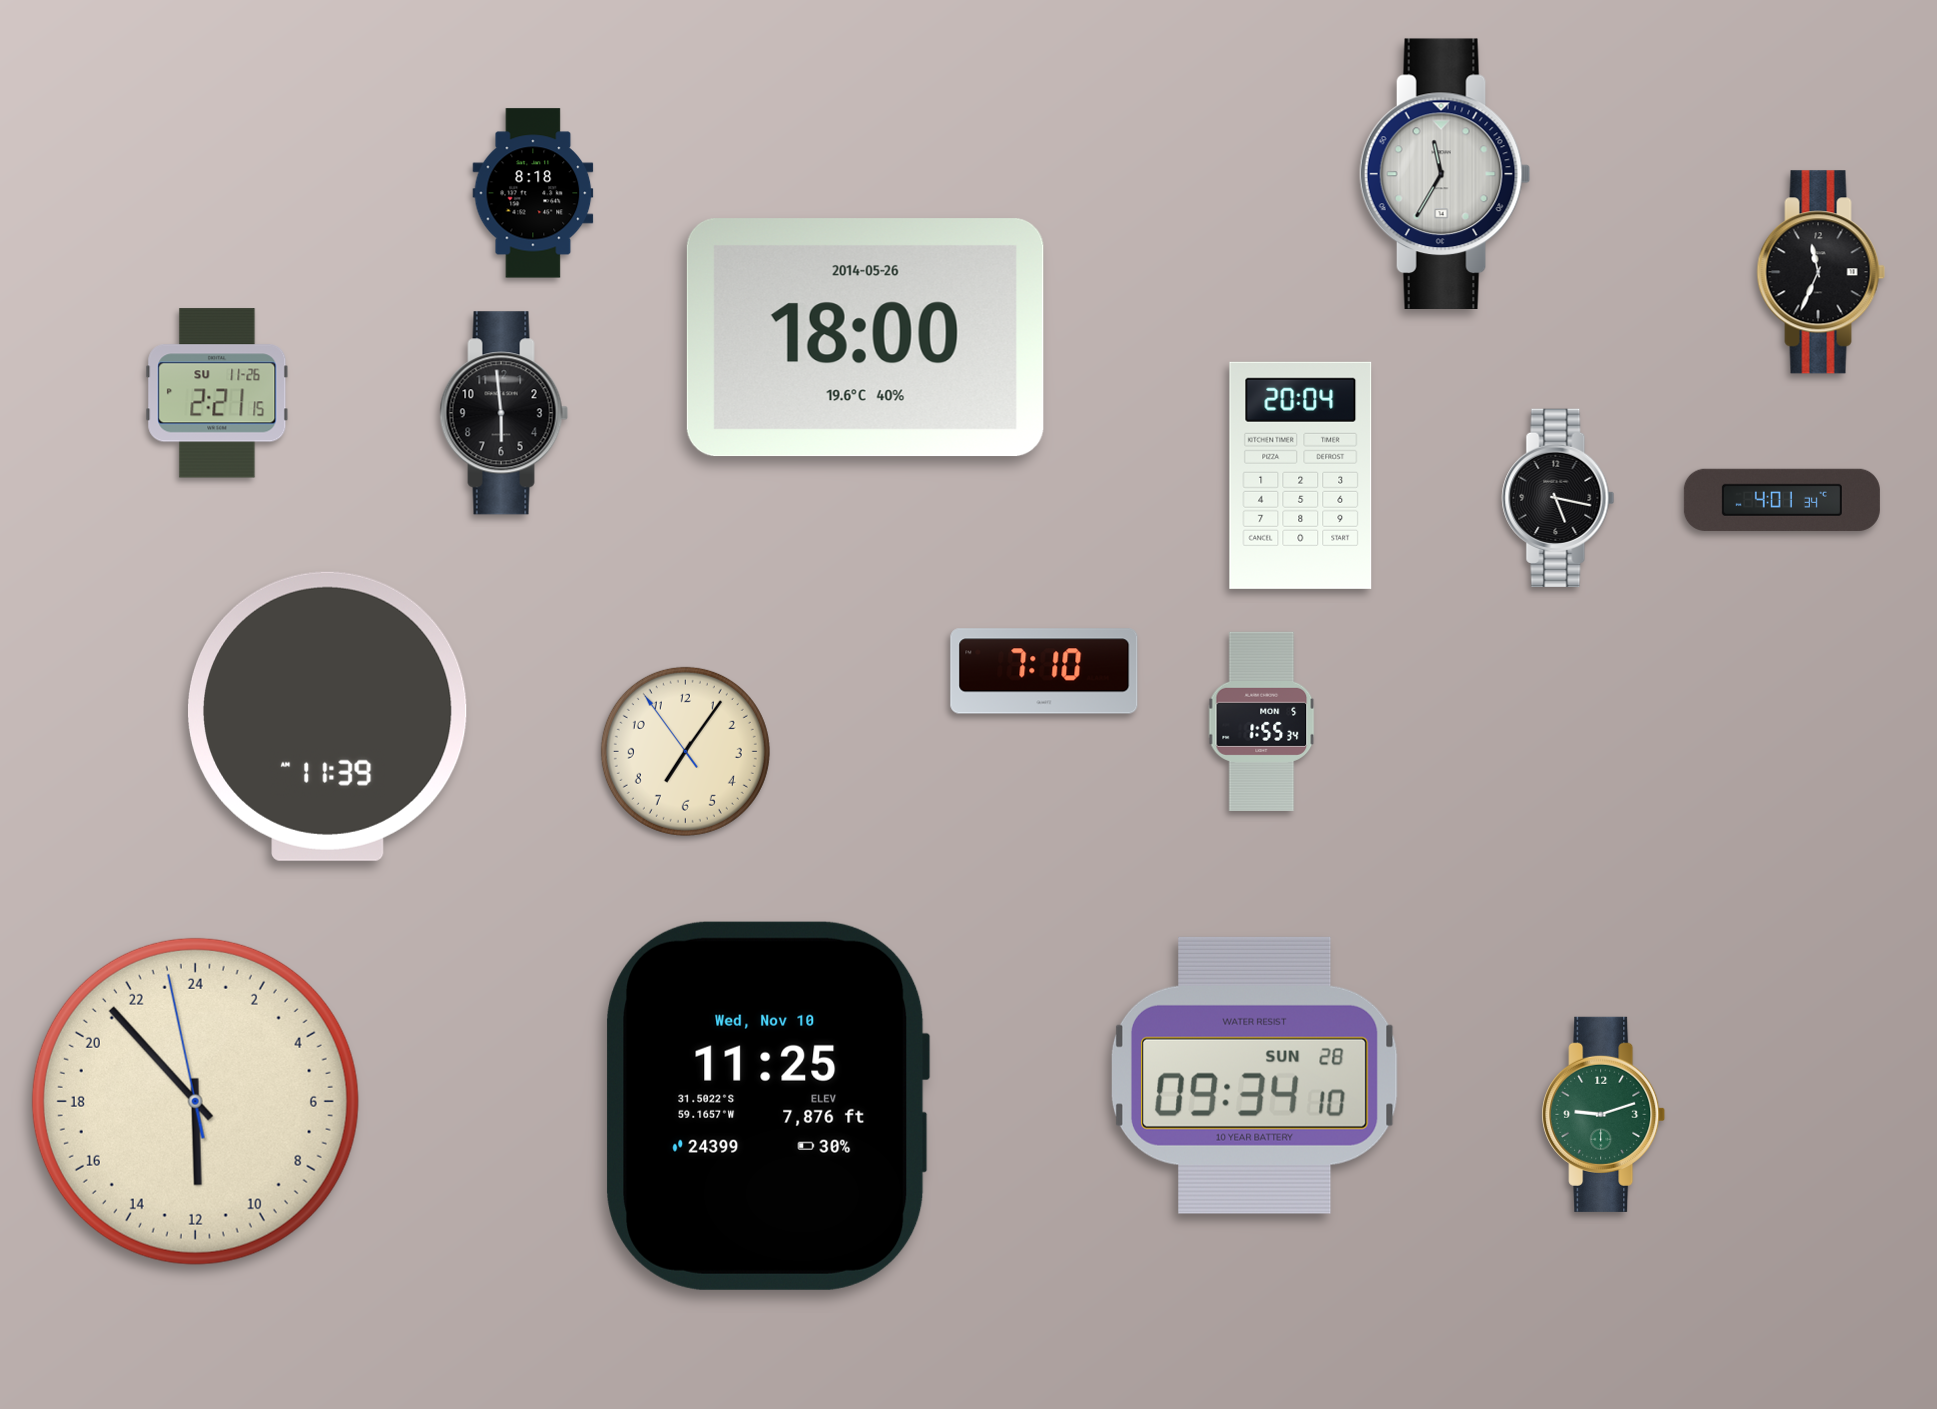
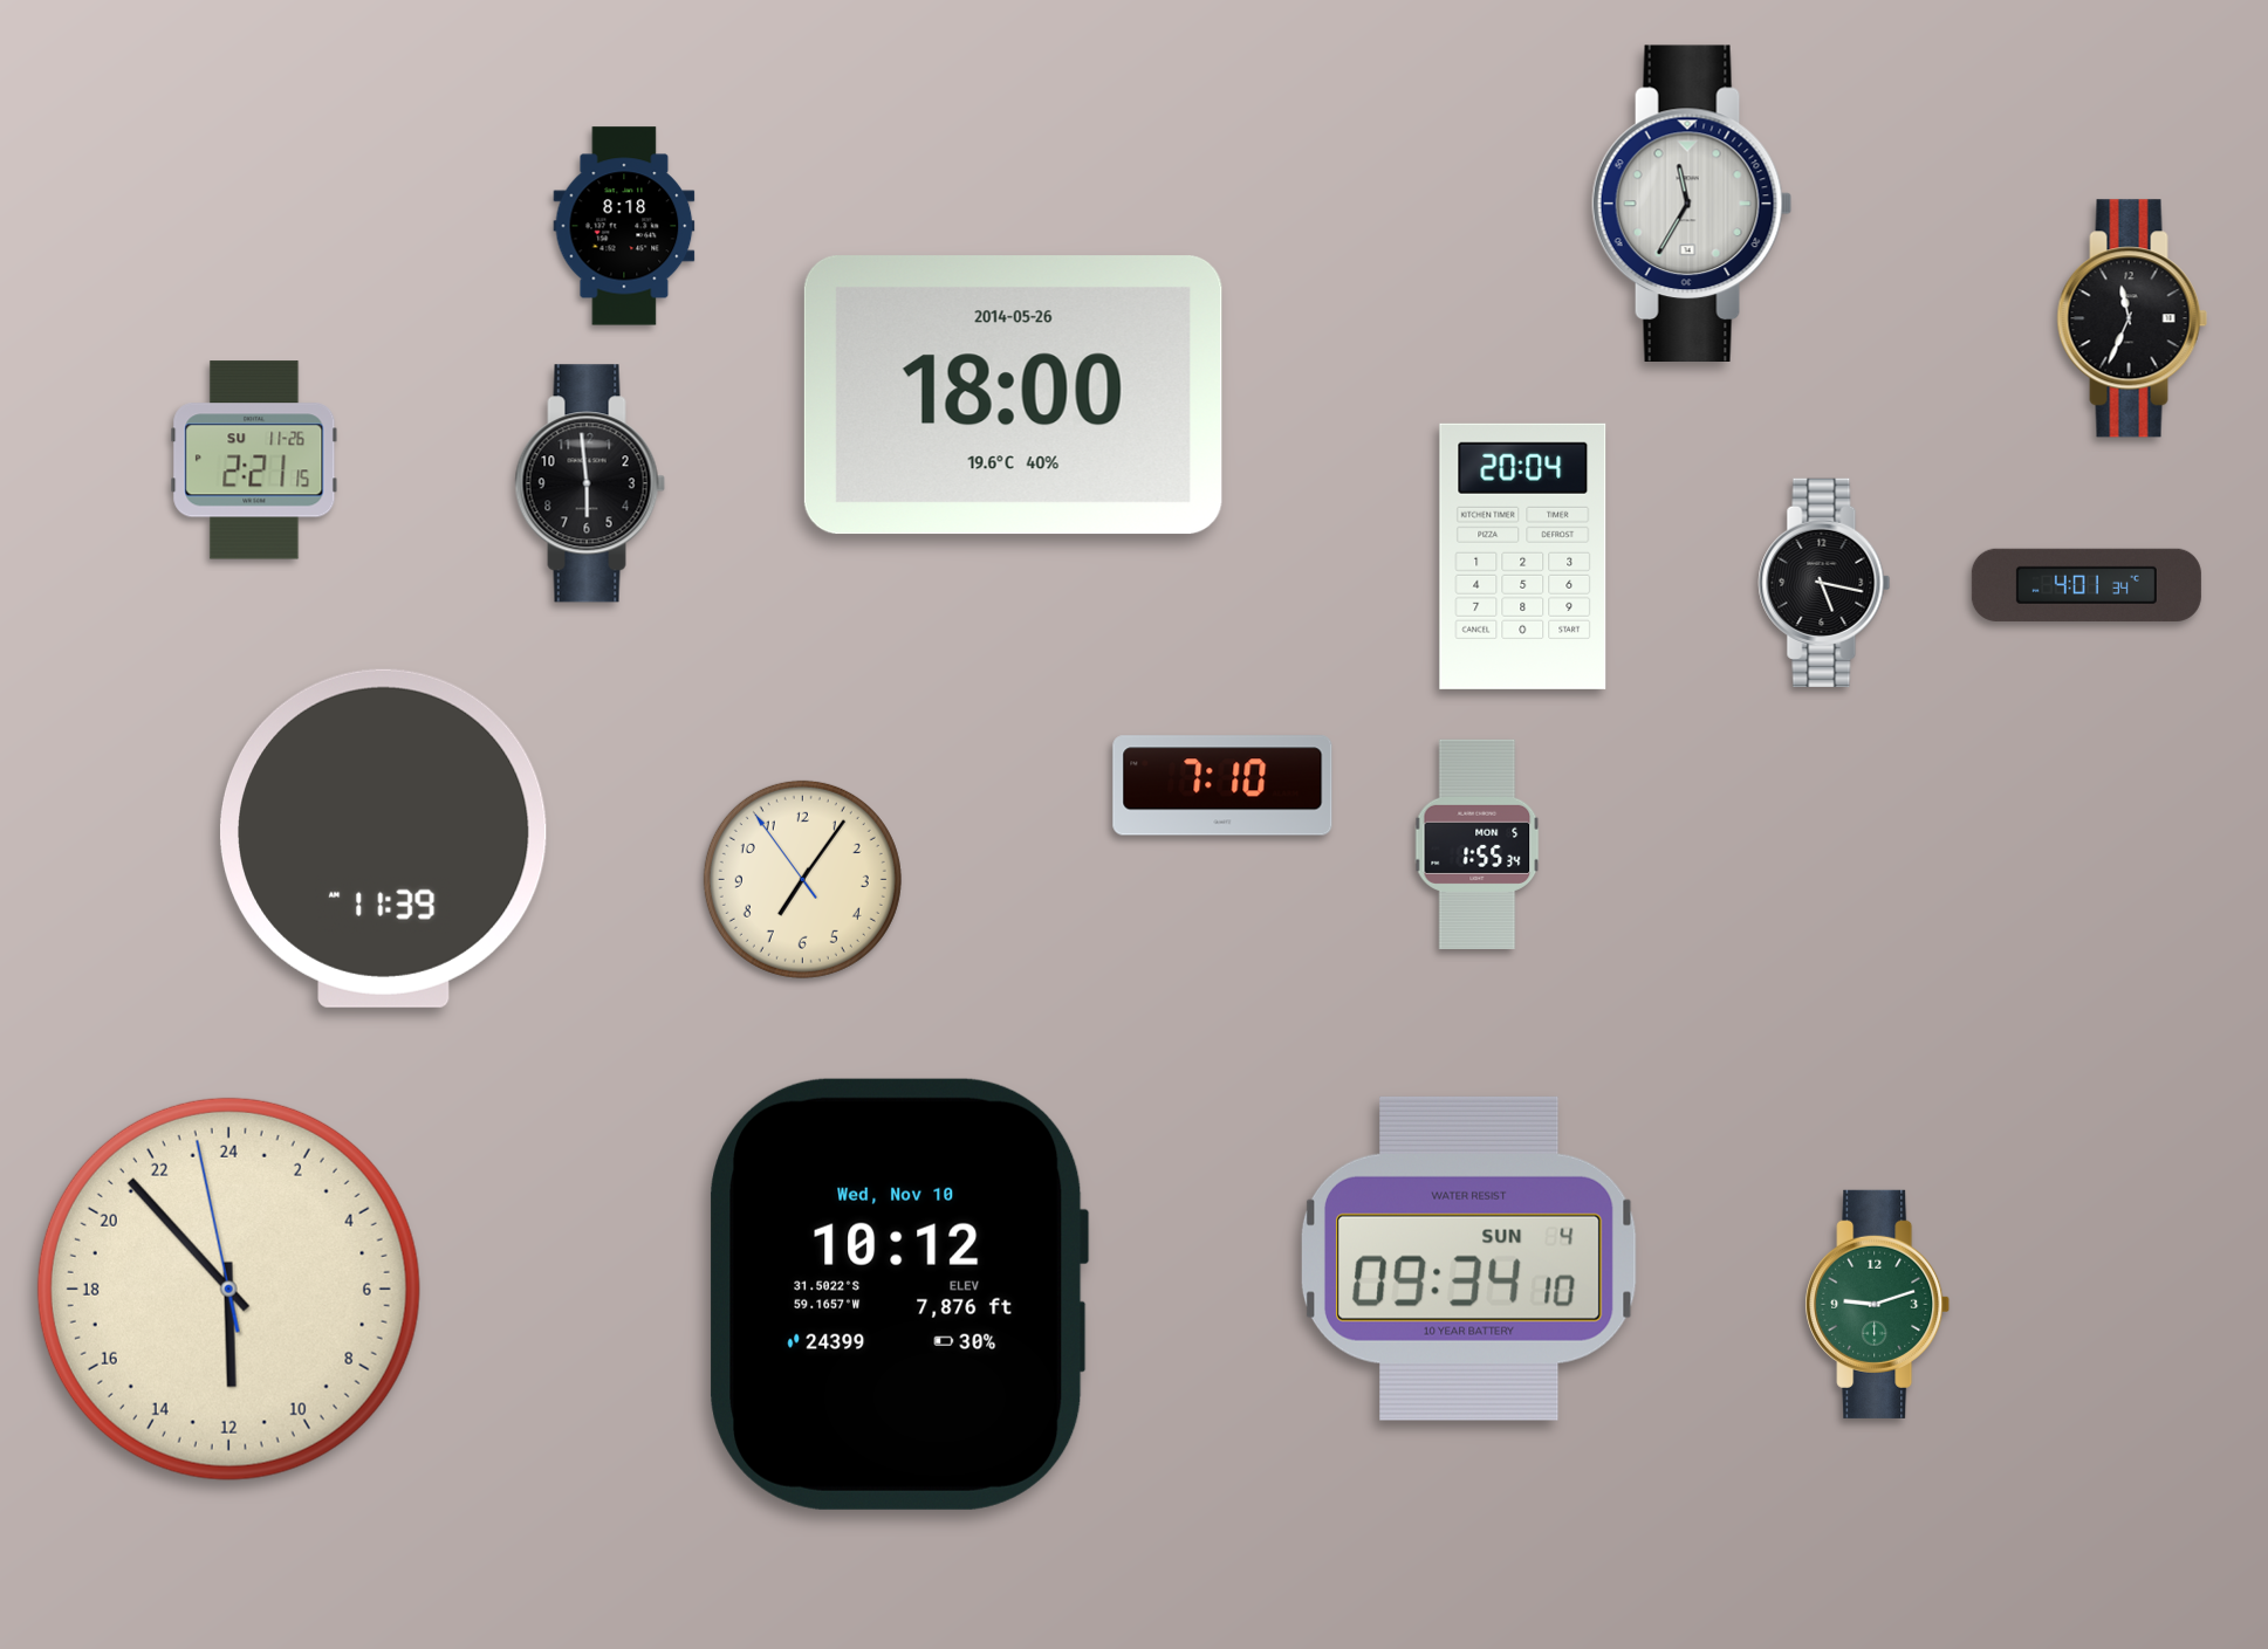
clock at (1254, 1075) date: SUN 28 -> SUN 4
clock at (768, 1106): 11:25 -> 10:12
